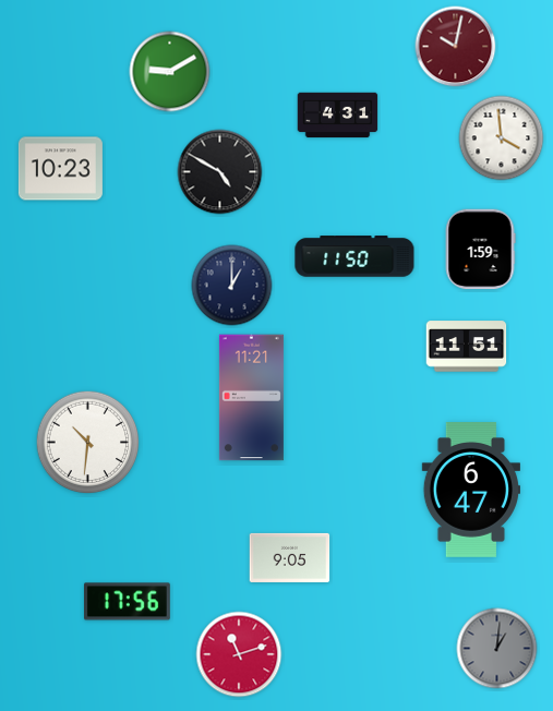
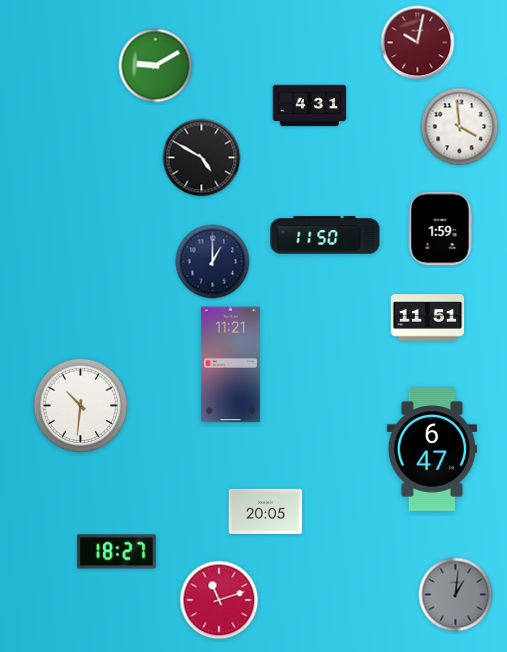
clock at (60, 169): 10:23 -> none
clock at (290, 557): 9:05 -> 20:05
clock at (128, 602): 17:56 -> 18:27
